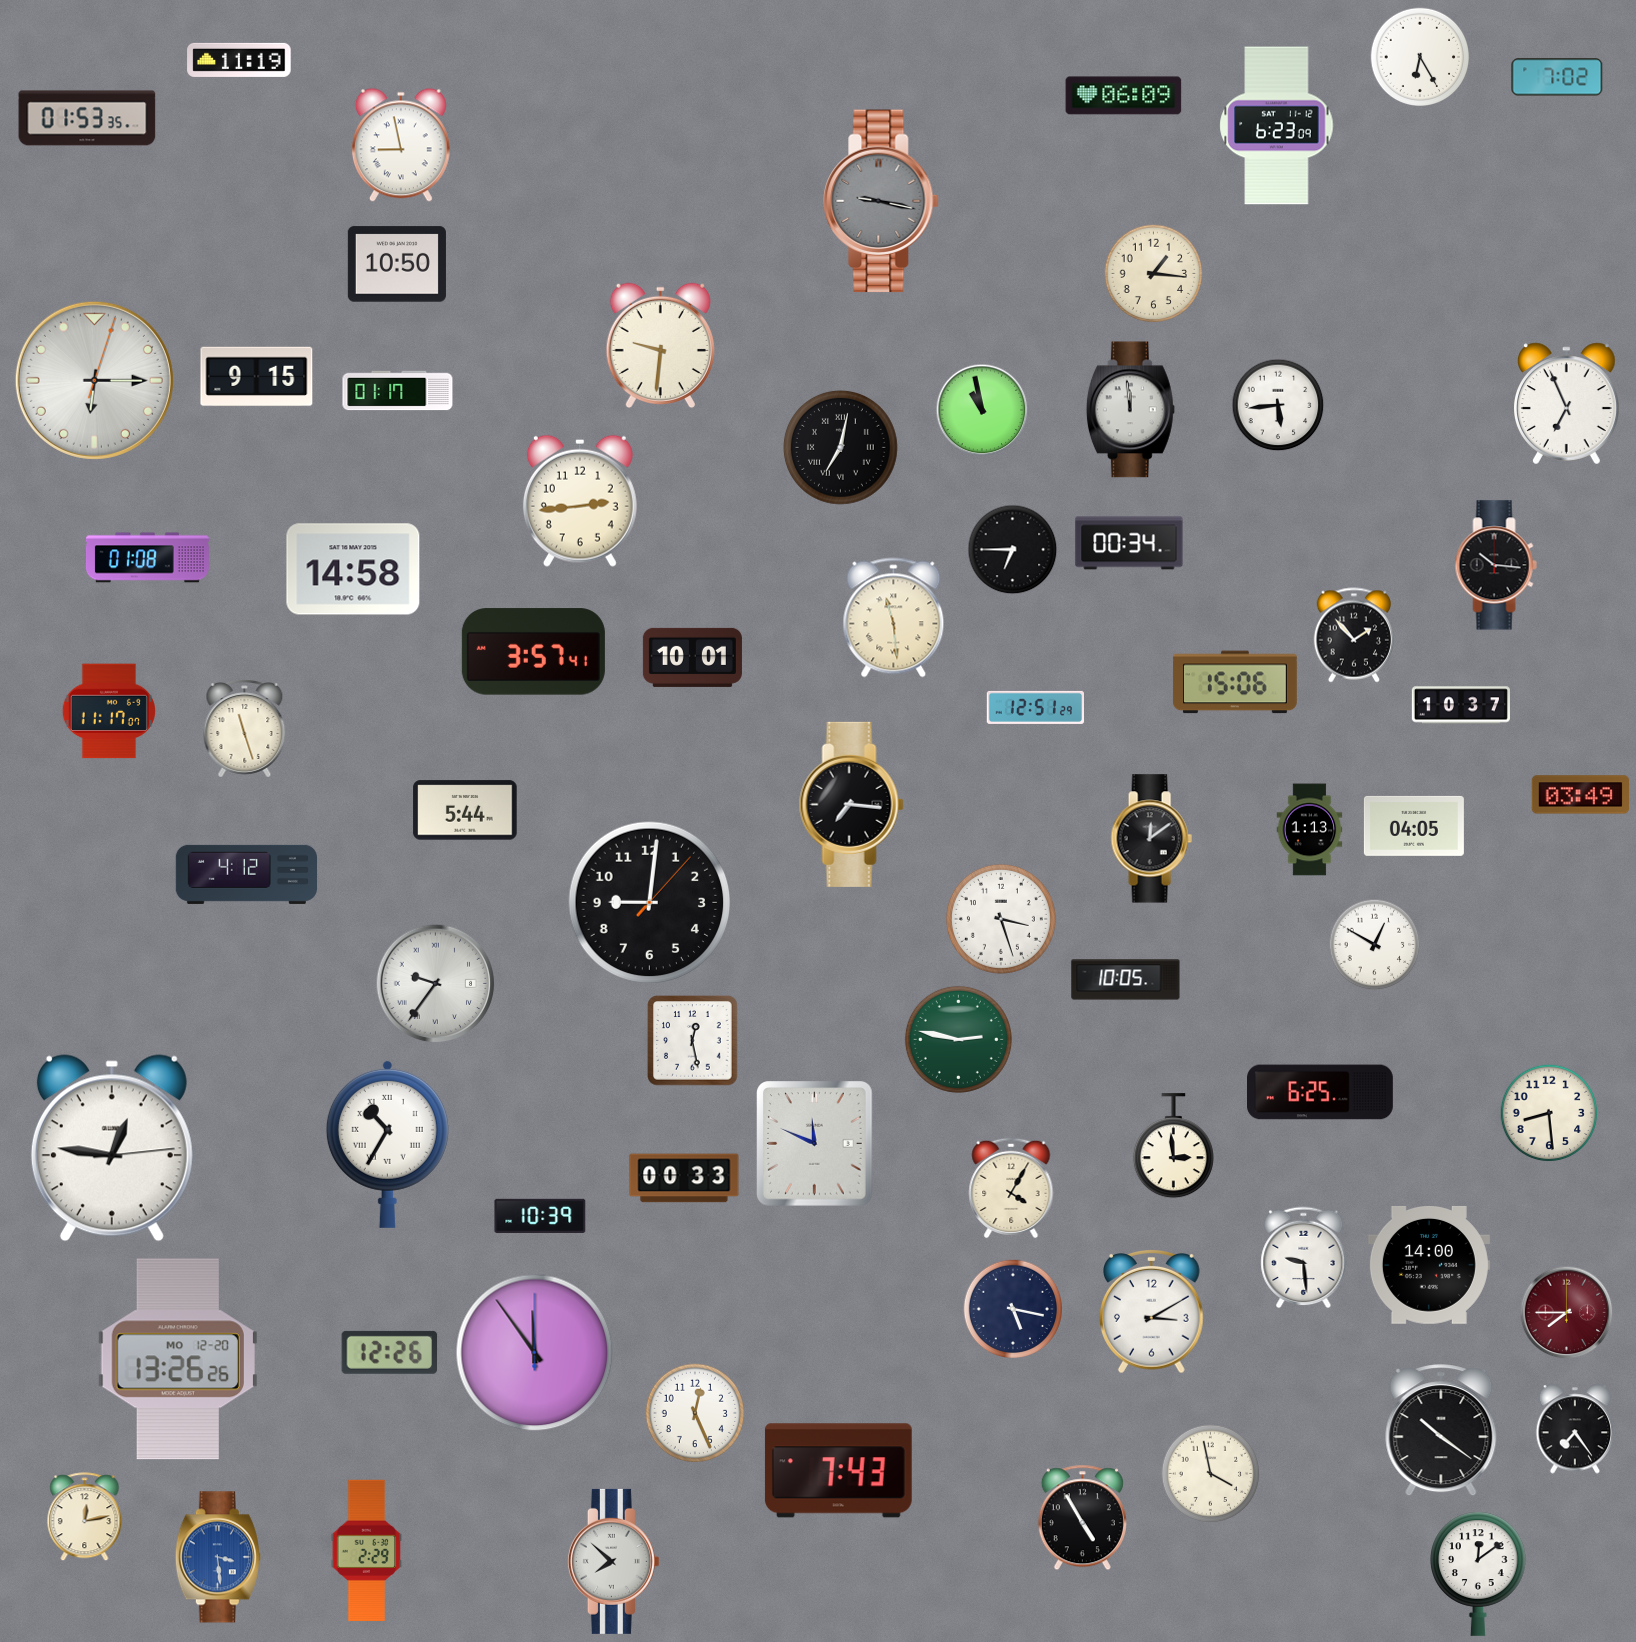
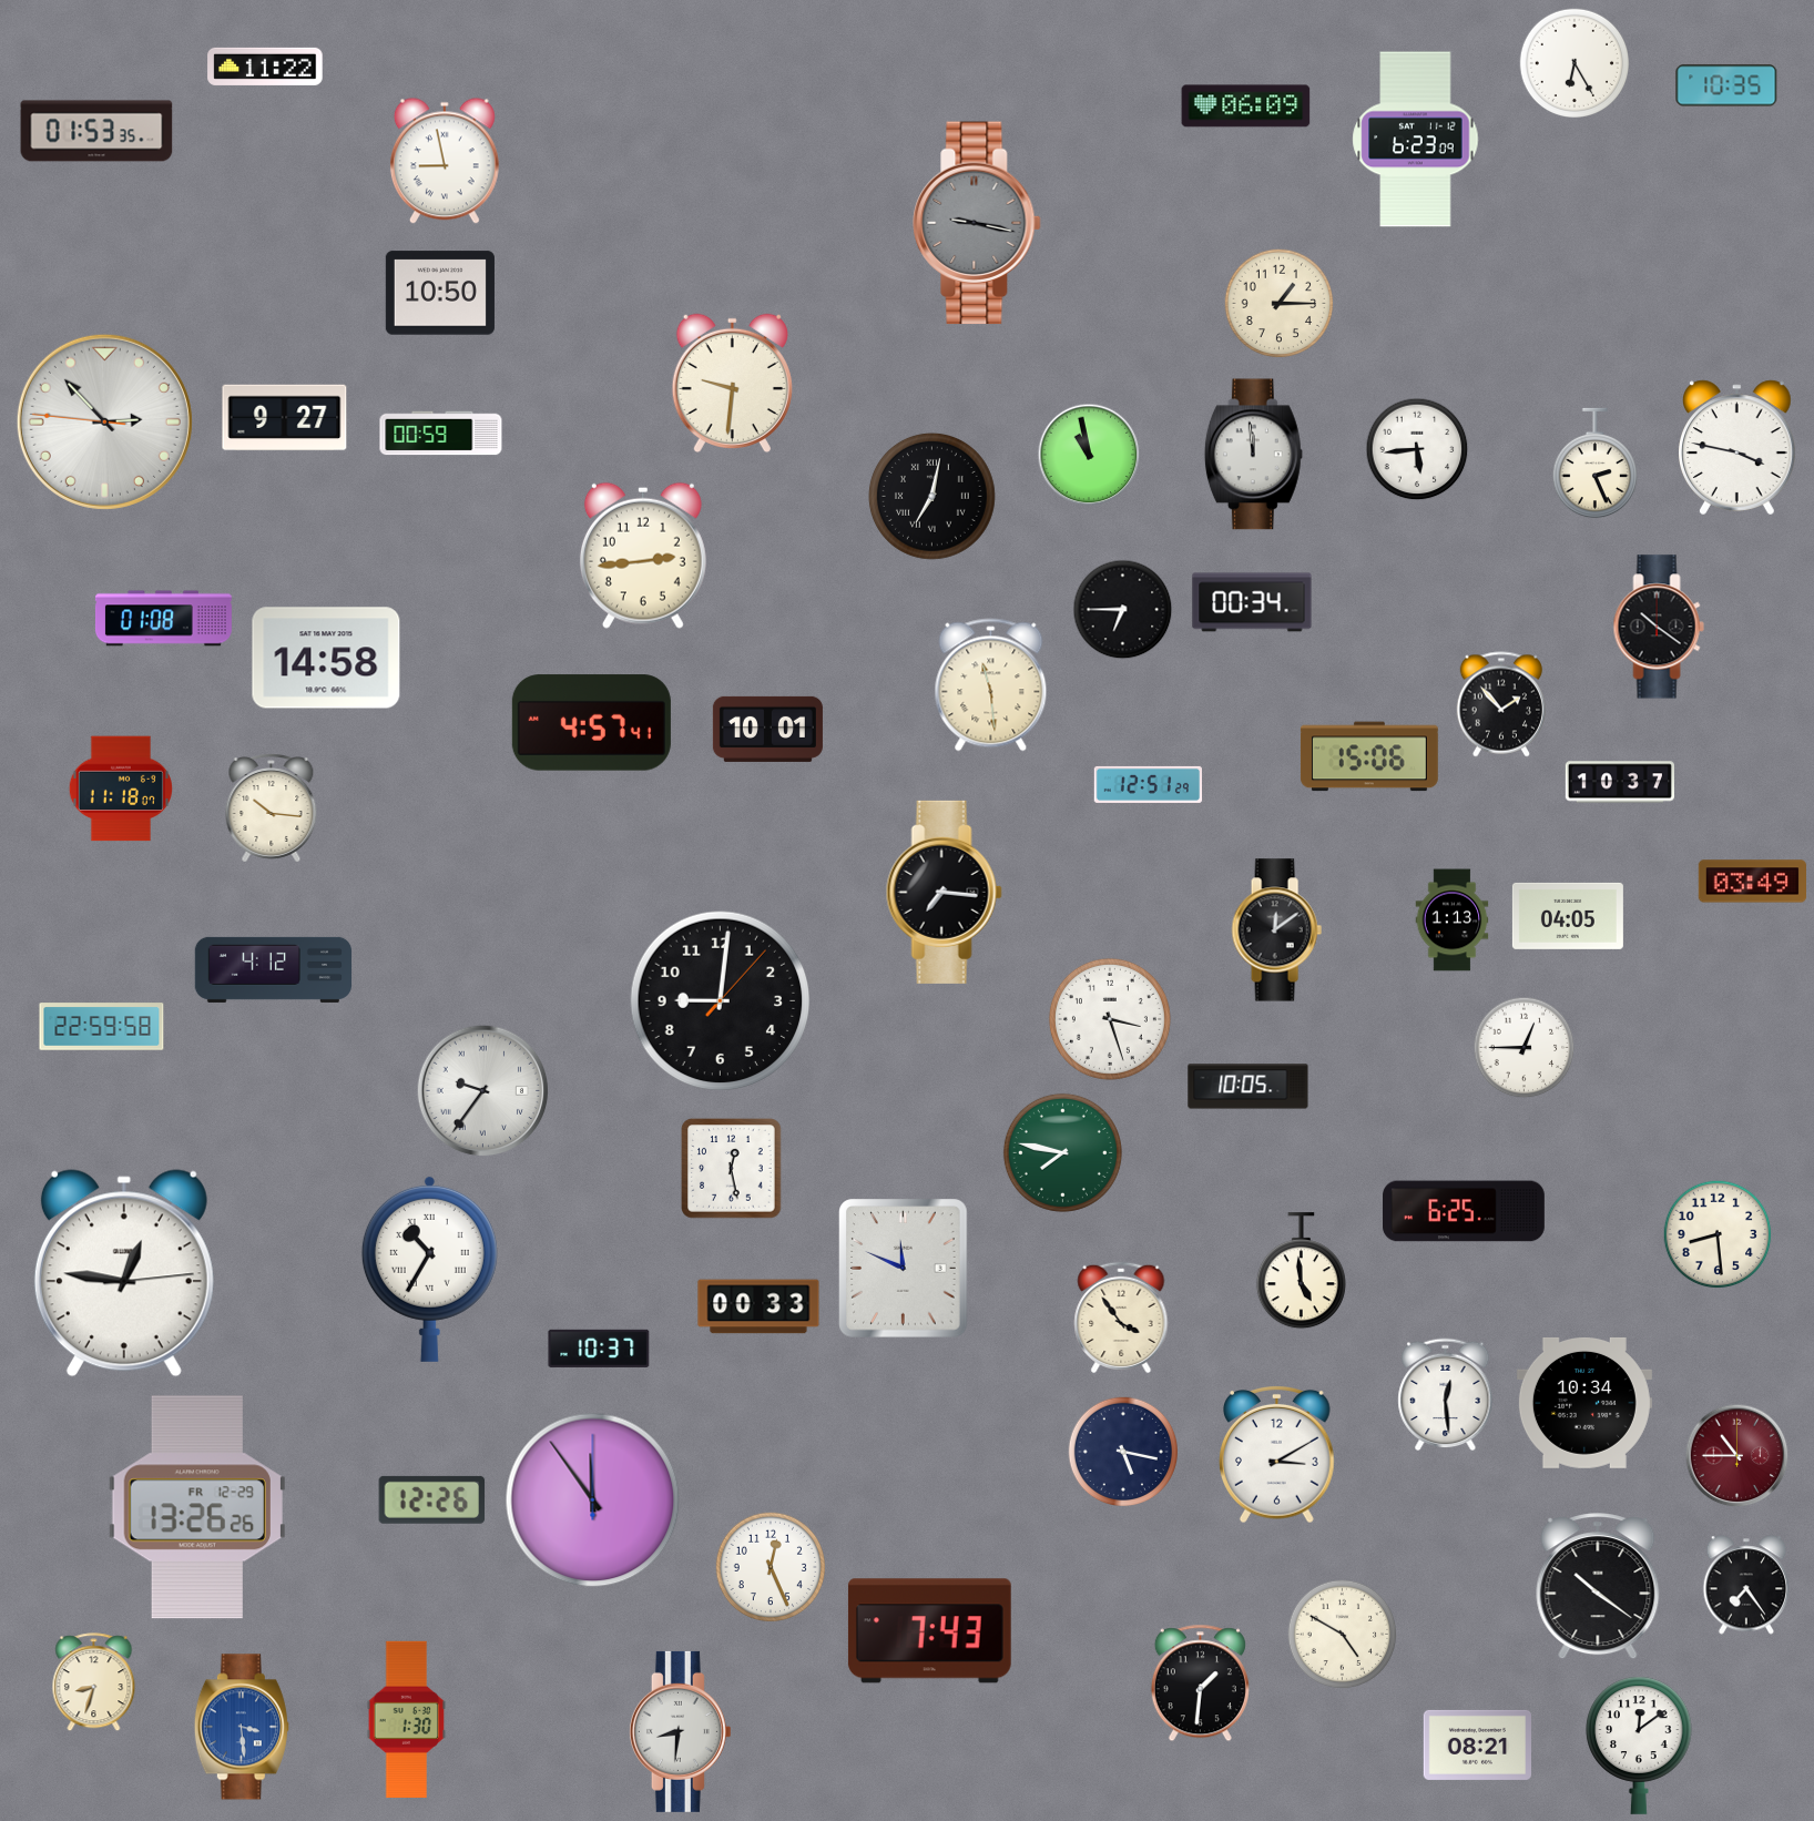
clock at (239, 60): 11:19 -> 11:22
clock at (1557, 77): 7:02 -> 10:35
clock at (1154, 274): 1:16 -> 1:15
clock at (257, 377): 9:15 -> 9:27
clock at (94, 380): 6:15 -> 2:52
clock at (398, 391): 01:17 -> 00:59
clock at (1567, 404): 6:56 -> 3:47
clock at (1594, 464): none -> 2:26
clock at (1496, 565): 10:16 -> 10:21
clock at (353, 569) position: (353, 569) -> (326, 658)
clock at (533, 652): 3:57 -> 4:57
clock at (109, 711): 11:17 -> 11:18
clock at (245, 729): 11:27 -> 10:16
clock at (465, 810): 5:44 -> none
clock at (102, 1027): none -> 22:59
clock at (1375, 945): 12:50 -> 12:45
clock at (958, 1039): 2:47 -> 7:47
clock at (693, 1041) position: (693, 1041) -> (732, 1169)
clock at (1173, 1146): 2:59 -> 4:59
clock at (1011, 1188): 4:05 -> 3:54
clock at (540, 1216): 10:39 -> 10:37
clock at (1304, 1258): 9:29 -> 12:29
clock at (1429, 1265): 14:00 -> 10:34
clock at (1567, 1313): 7:45 -> 10:45
clock at (178, 1359) date: MO 12-20 -> FR 12-29
clock at (1211, 1474): 3:58 -> 4:50
clock at (85, 1517): 12:13 -> 8:33
clock at (1082, 1518): 4:55 -> 1:31
clock at (367, 1550): 2:29 -> 1:30
clock at (613, 1561): 7:52 -> 8:31
clock at (1477, 1744): none -> 08:21
